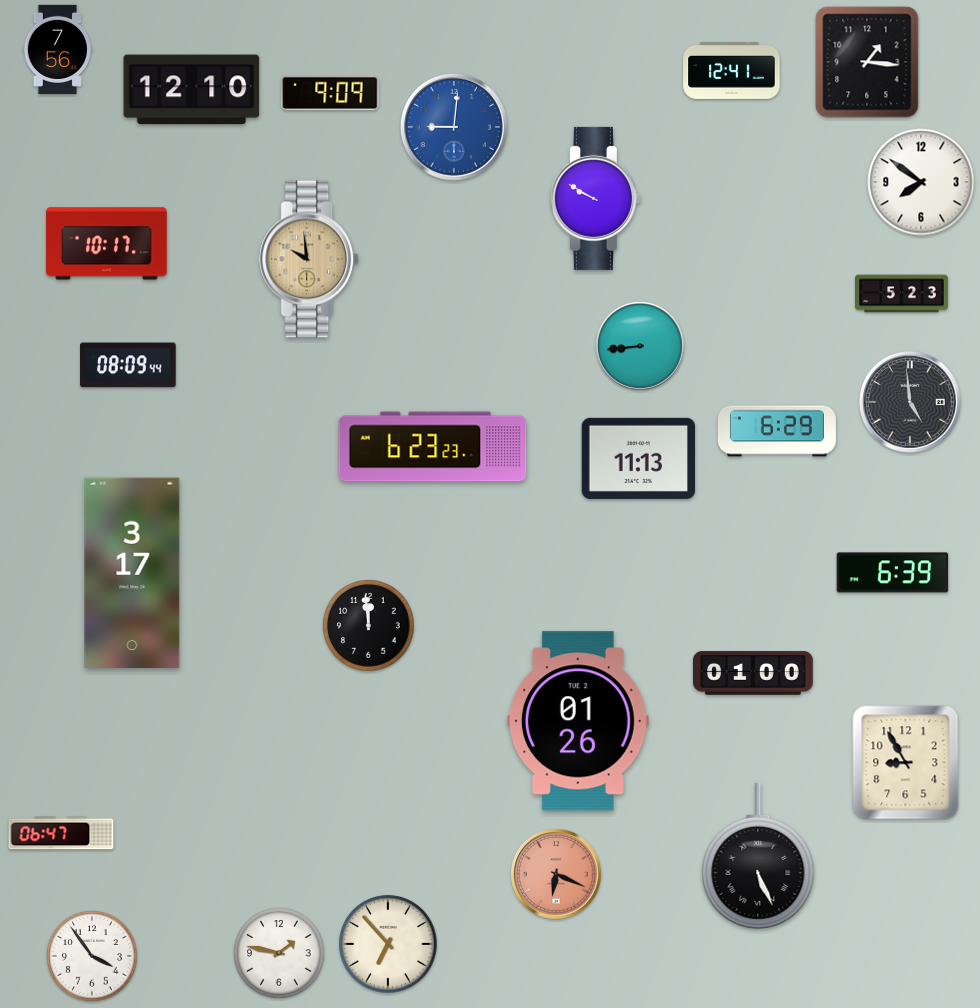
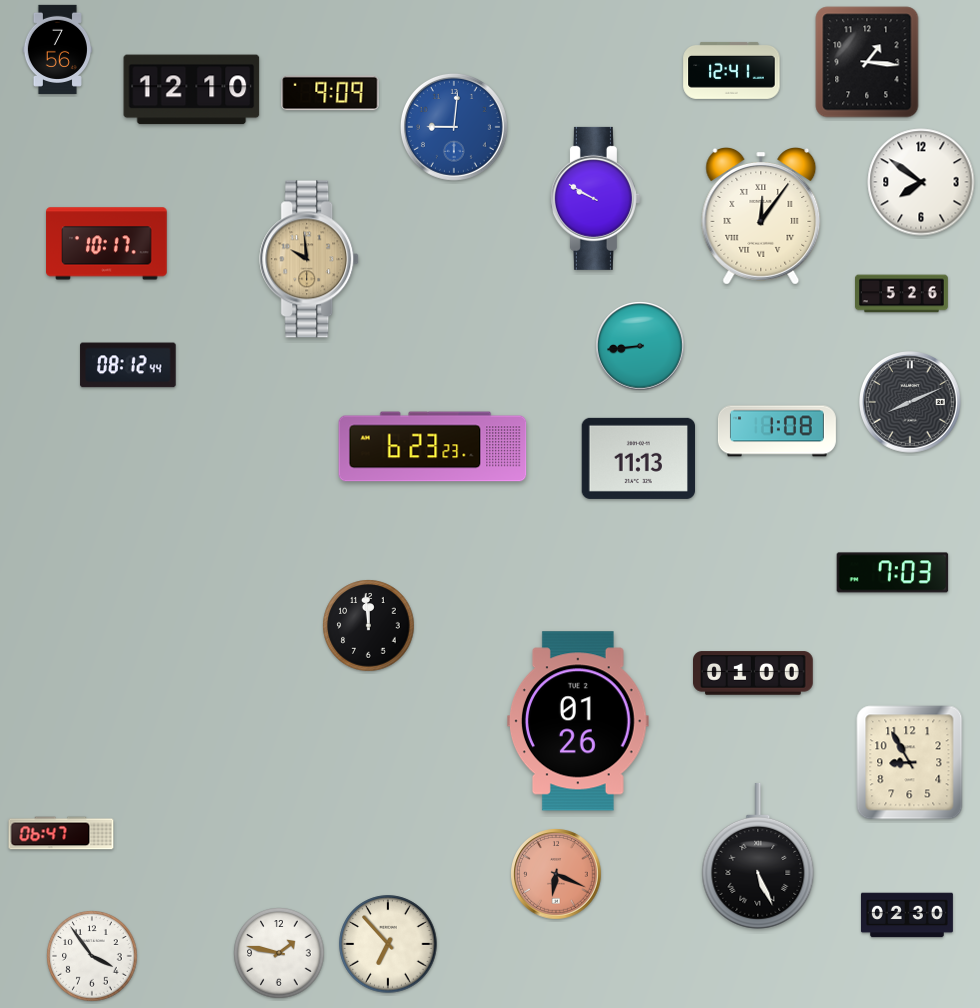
clock at (761, 217): none -> 12:06
clock at (902, 294): 5:23 -> 5:26
clock at (128, 365): 08:09 -> 08:12
clock at (911, 403): 4:59 -> 8:11
clock at (777, 431): 6:29 -> 1:08
clock at (132, 573): 3:17 -> none
clock at (893, 573): 6:39 -> 7:03
clock at (906, 763) position: (906, 763) -> (910, 763)
clock at (907, 915): none -> 02:30
